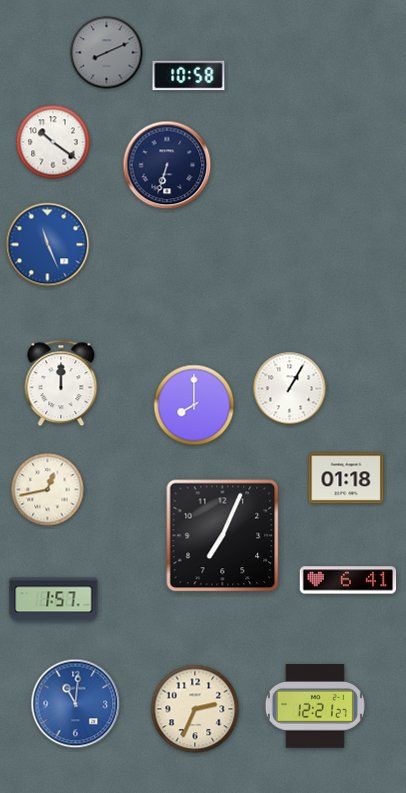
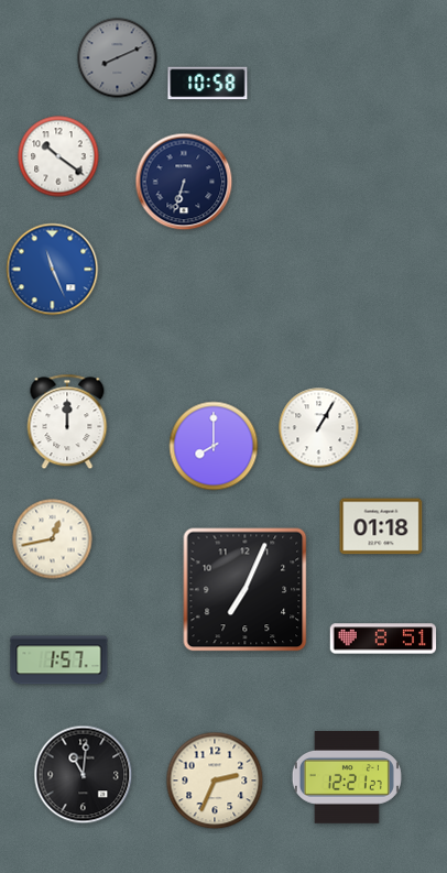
clock at (348, 580): 6:41 -> 8:51
clock at (76, 704) dial: blue -> black
